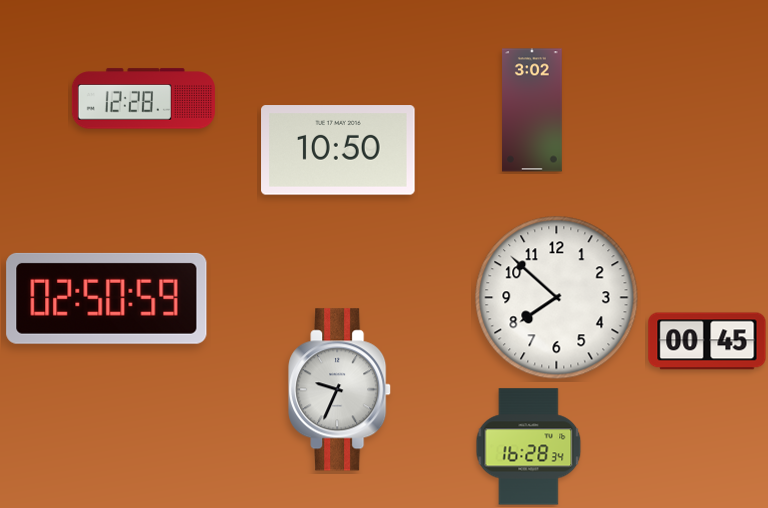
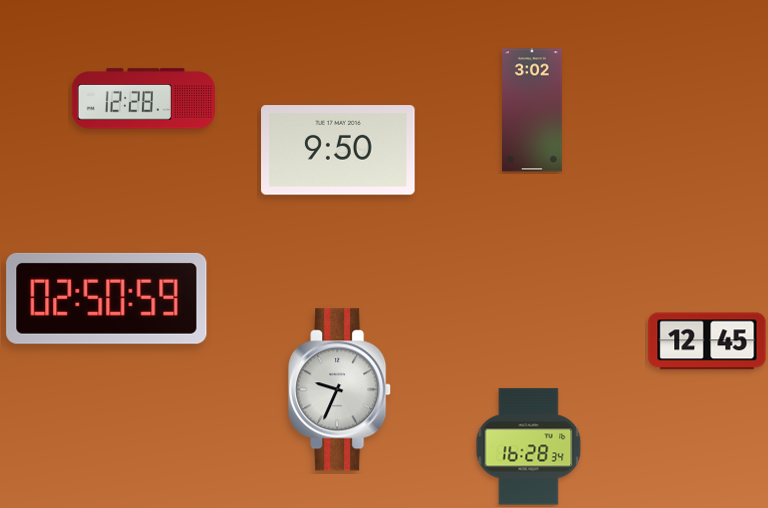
clock at (338, 150): 10:50 -> 9:50
clock at (557, 298): 7:52 -> none
clock at (707, 341): 00:45 -> 12:45
